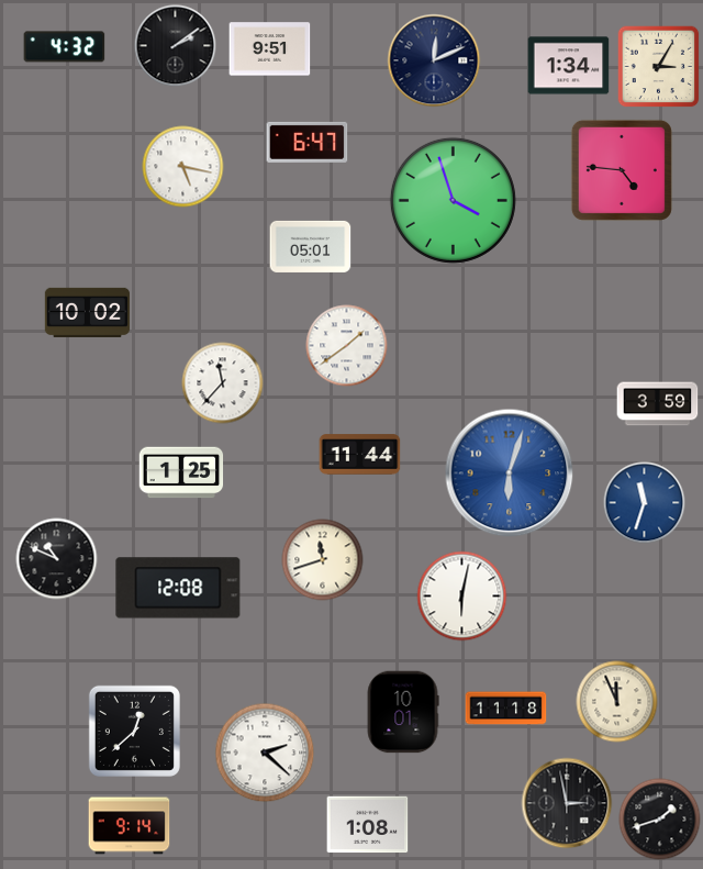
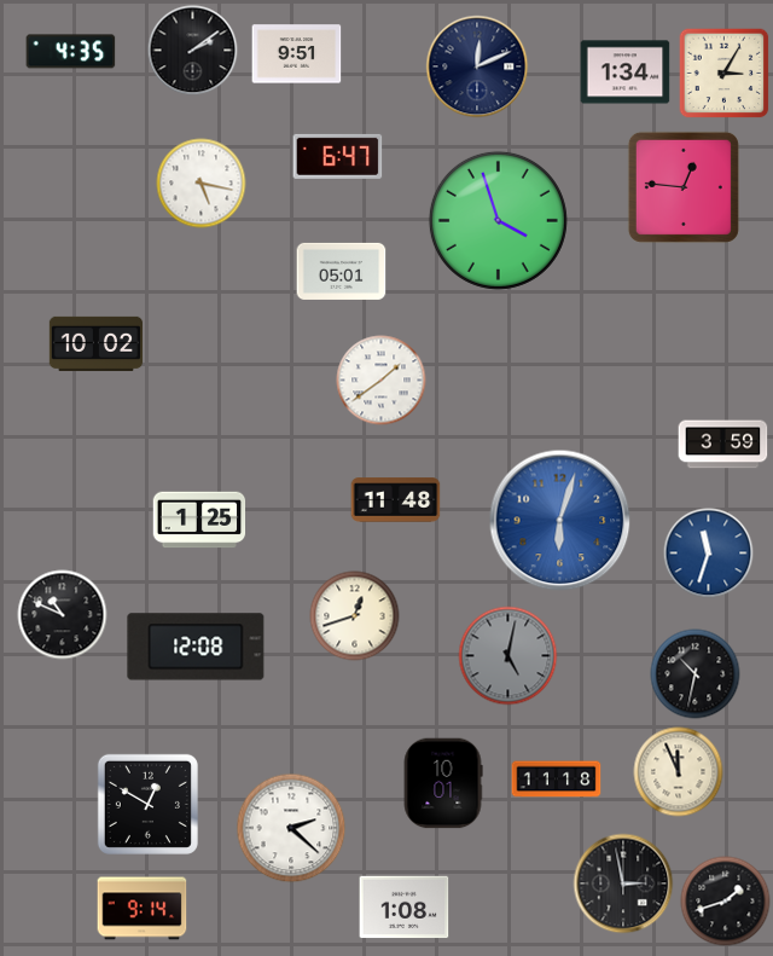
clock at (65, 47): 4:32 -> 4:35
clock at (622, 170): 4:46 -> 12:46
clock at (223, 383): 11:37 -> none
clock at (360, 455): 11:44 -> 11:48
clock at (323, 560): 11:42 -> 12:42
clock at (462, 597): 6:02 -> 5:02
clock at (462, 597) dial: white -> grey
clock at (696, 674): none -> 10:32
clock at (134, 731): 12:38 -> 12:50
